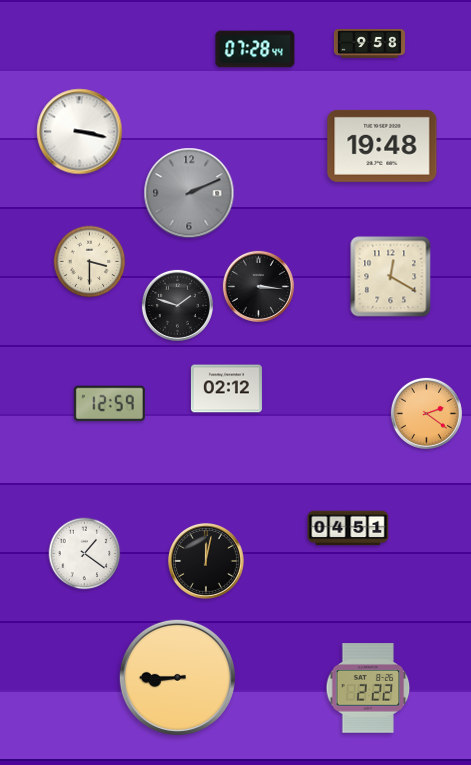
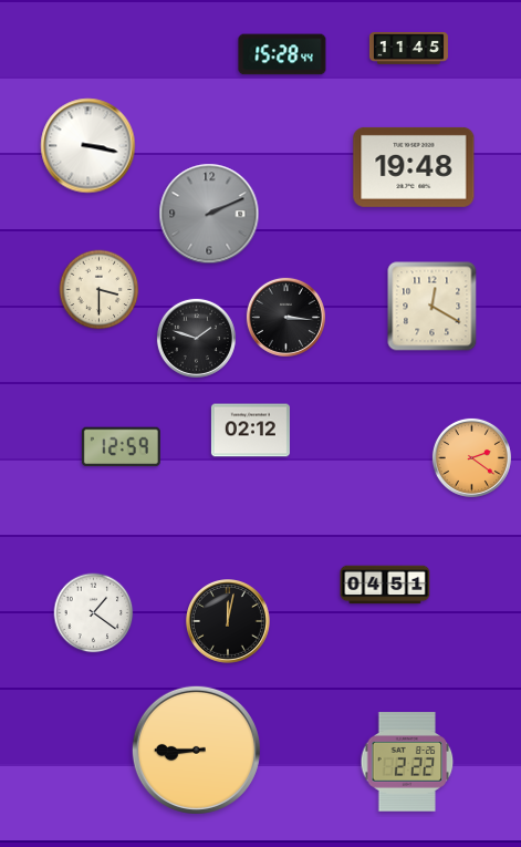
clock at (369, 44): 9:58 -> 11:45
clock at (255, 49): 07:28 -> 15:28
clock at (382, 146) position: (382, 146) -> (414, 167)
